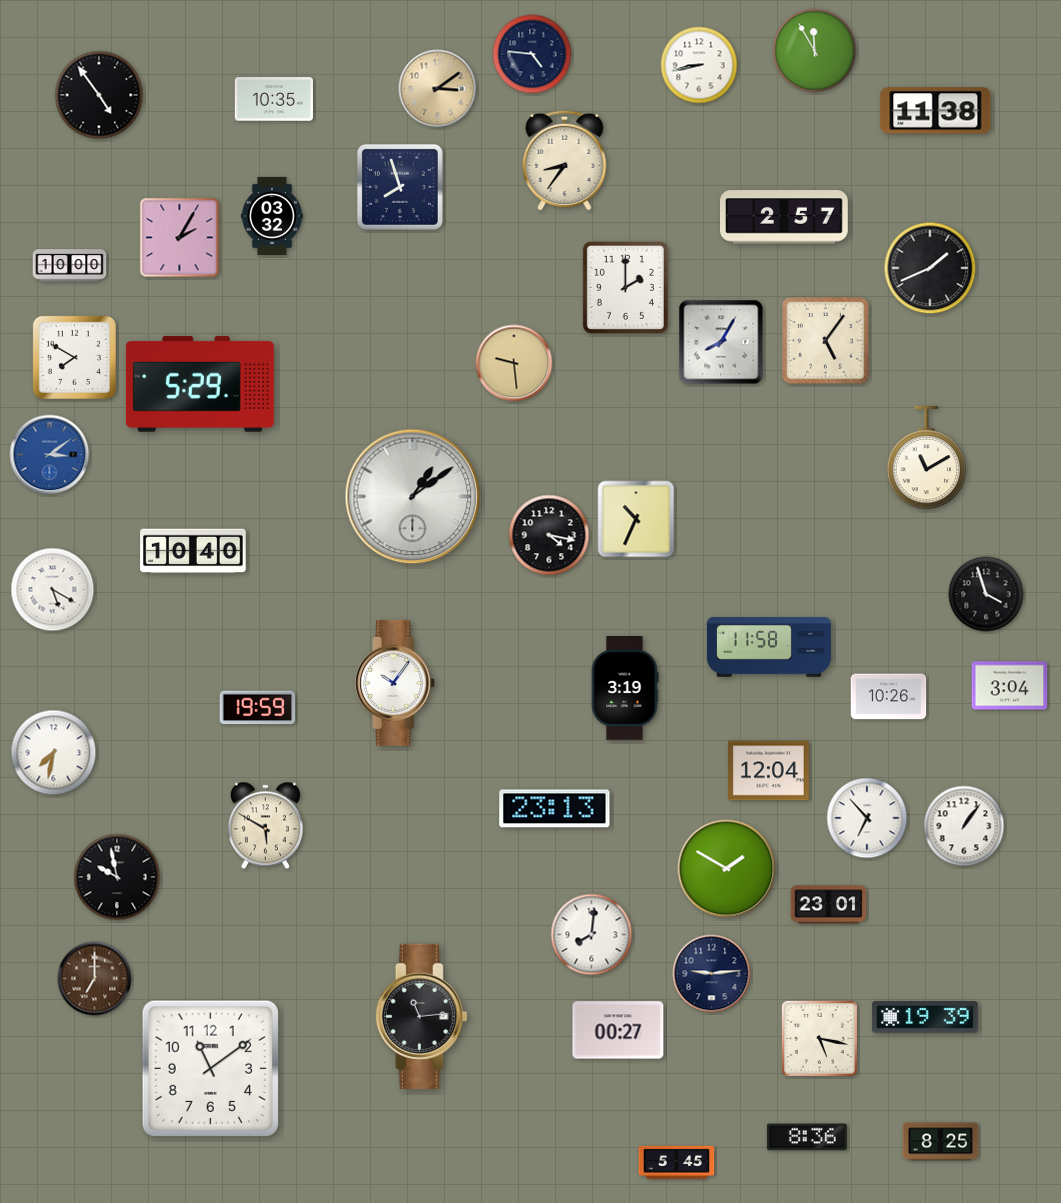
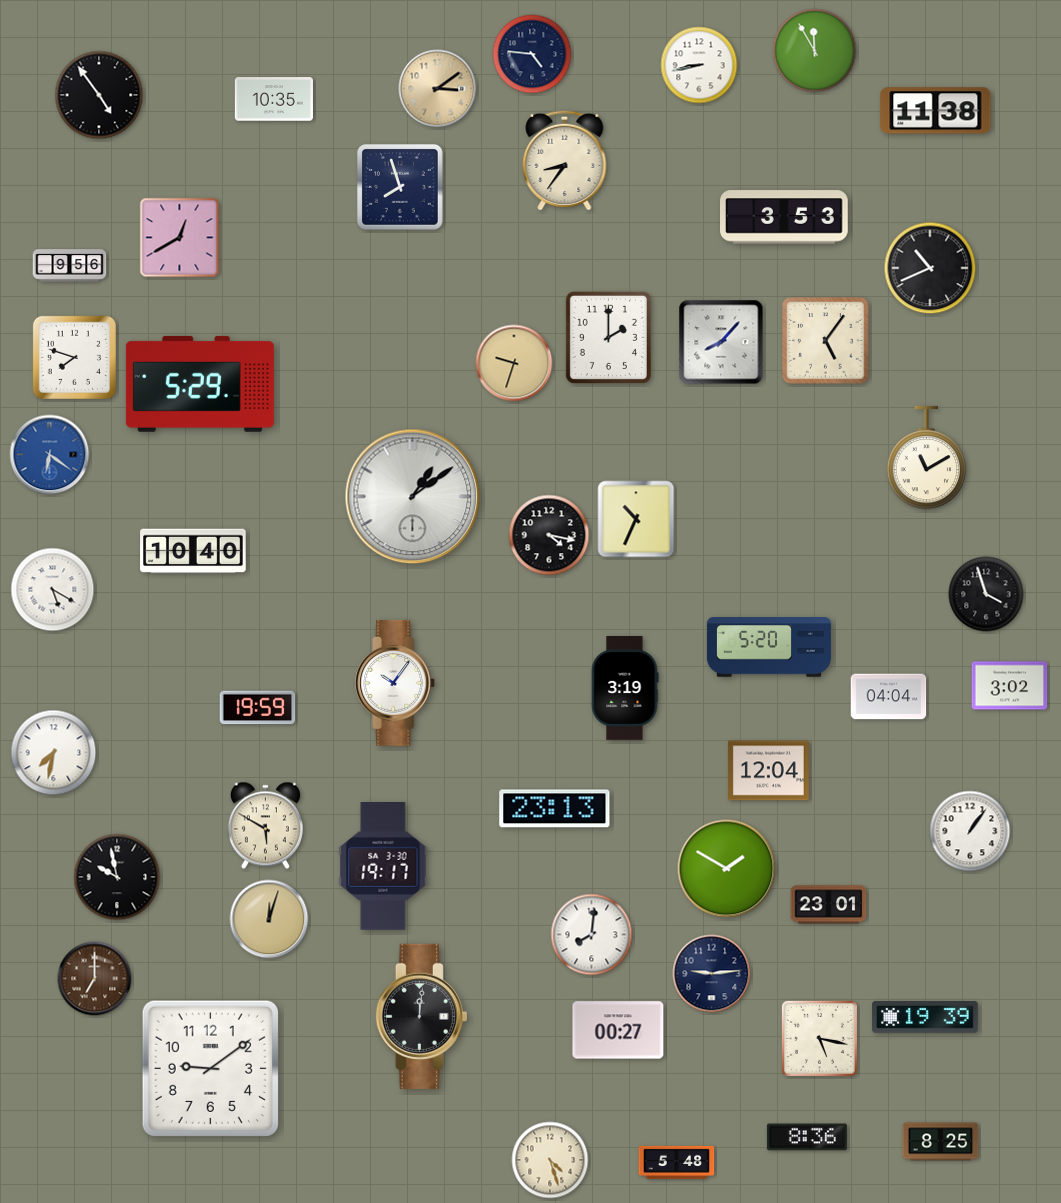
clock at (272, 216): 03:32 -> none
clock at (785, 217): 2:57 -> 3:53
clock at (180, 238): 2:05 -> 12:40
clock at (70, 266): 10:00 -> 9:56
clock at (930, 268): 1:41 -> 10:41
clock at (625, 287) position: (625, 287) -> (608, 337)
clock at (721, 342): 8:05 -> 8:07
clock at (74, 357): 7:50 -> 7:48
clock at (514, 363): 9:29 -> 9:33
clock at (50, 455): 3:09 -> 6:21
clock at (769, 647): 11:58 -> 5:20
clock at (1010, 686): 3:04 -> 3:02
clock at (889, 697): 10:26 -> 04:04
clock at (867, 818): 6:53 -> none
clock at (964, 826) position: (964, 826) -> (970, 831)
clock at (383, 867): none -> 19:17
clock at (269, 919): none -> 12:03
clock at (421, 1016): 11:14 -> 12:01
clock at (210, 1068): 11:09 -> 9:09
clock at (550, 1160): none -> 4:27
clock at (677, 1162): 5:45 -> 5:48
